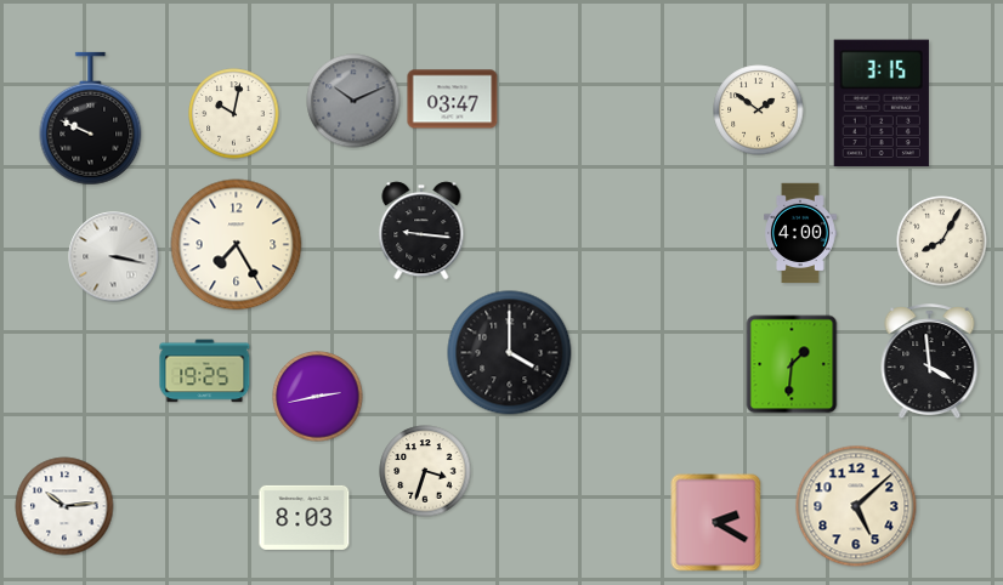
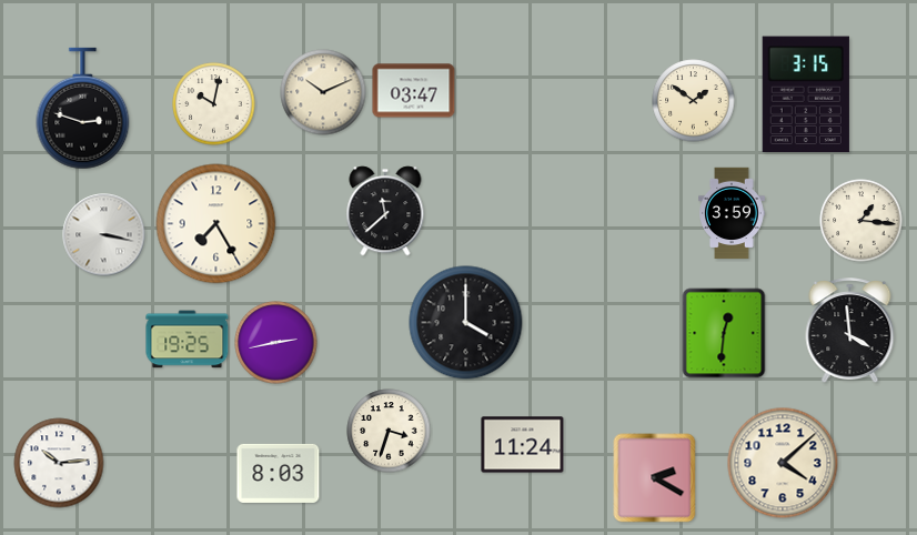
clock at (353, 101) dial: grey -> cream
clock at (91, 119): 9:49 -> 2:48
clock at (421, 231): 9:16 -> 11:38
clock at (801, 233): 4:00 -> 3:59
clock at (942, 242): 8:05 -> 1:16
clock at (792, 364): 1:31 -> 12:31
clock at (318, 397) position: (318, 397) -> (276, 343)
clock at (523, 445): none -> 11:24
clock at (856, 506): 5:08 -> 4:08
